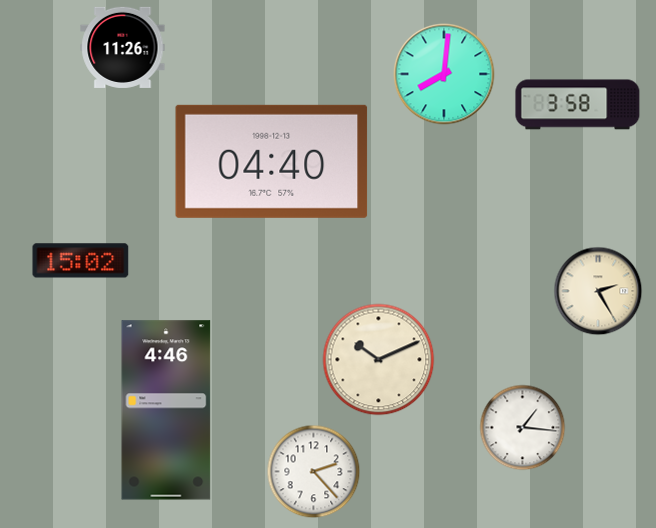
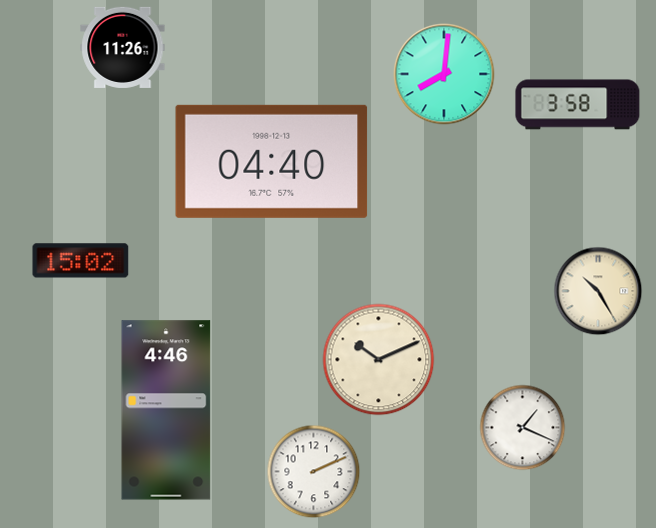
clock at (598, 291): 2:25 -> 10:25
clock at (523, 428): 1:16 -> 1:19
clock at (314, 472): 2:23 -> 2:11
